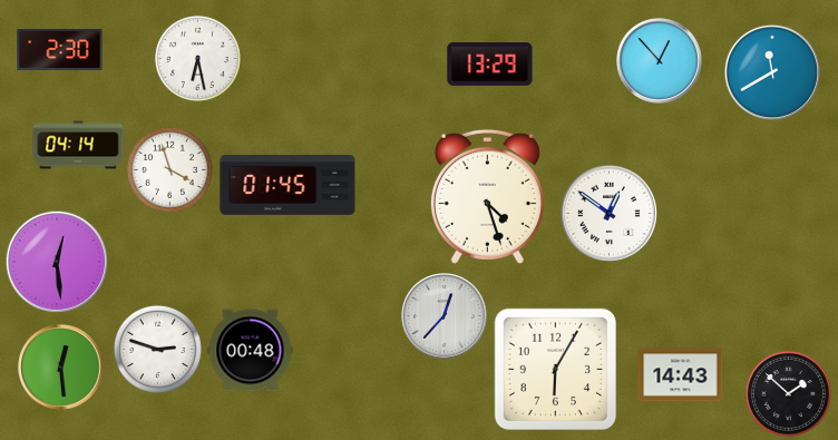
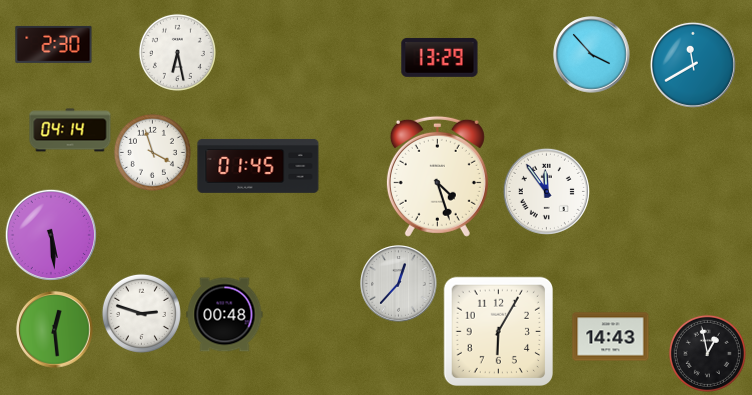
clock at (660, 61): 12:53 -> 3:53
clock at (608, 213): 12:51 -> 11:54
clock at (56, 261): 12:29 -> 5:29
clock at (788, 393): 1:52 -> 12:58
